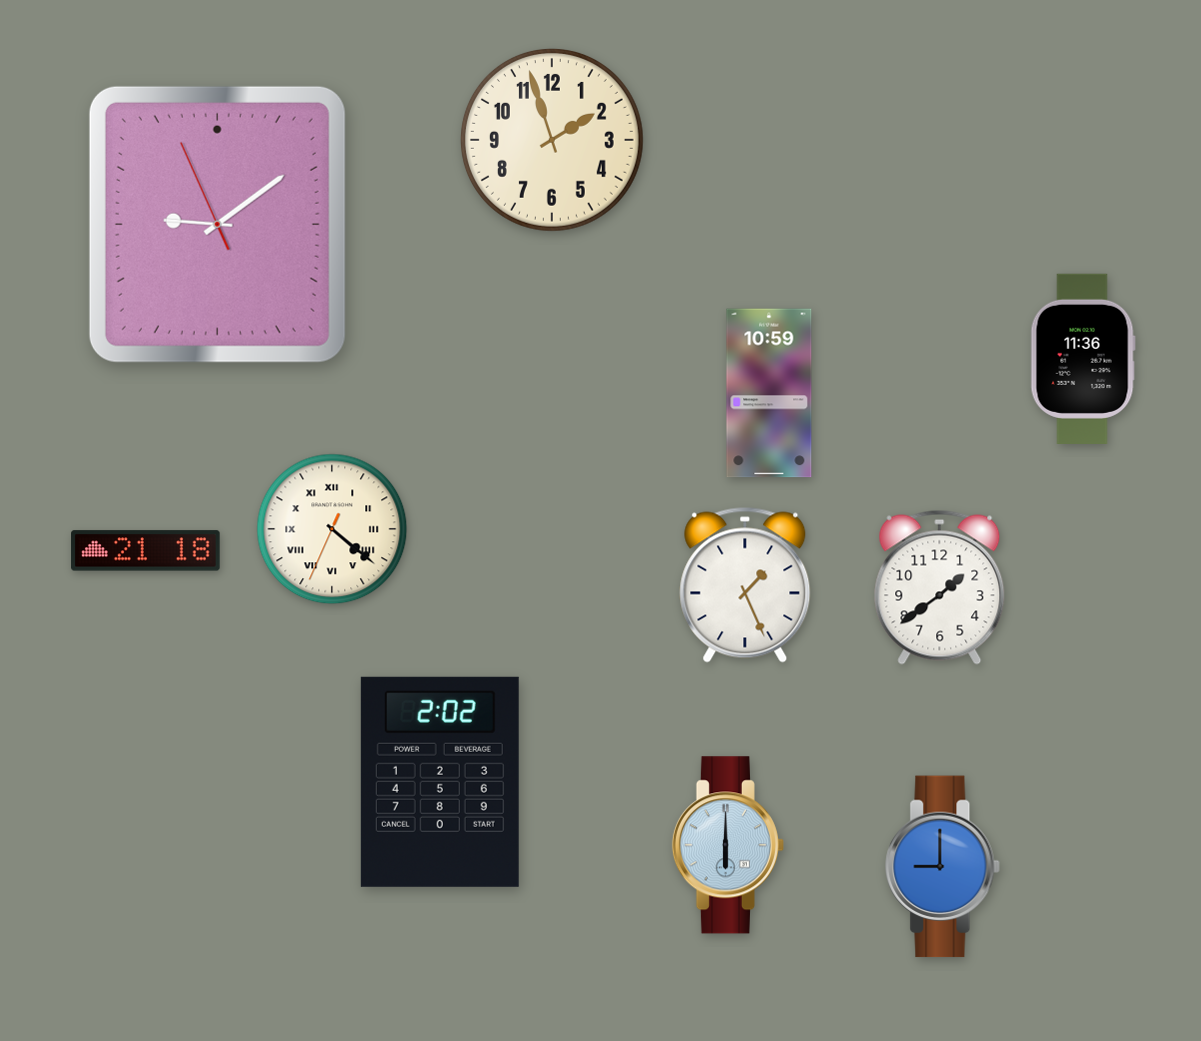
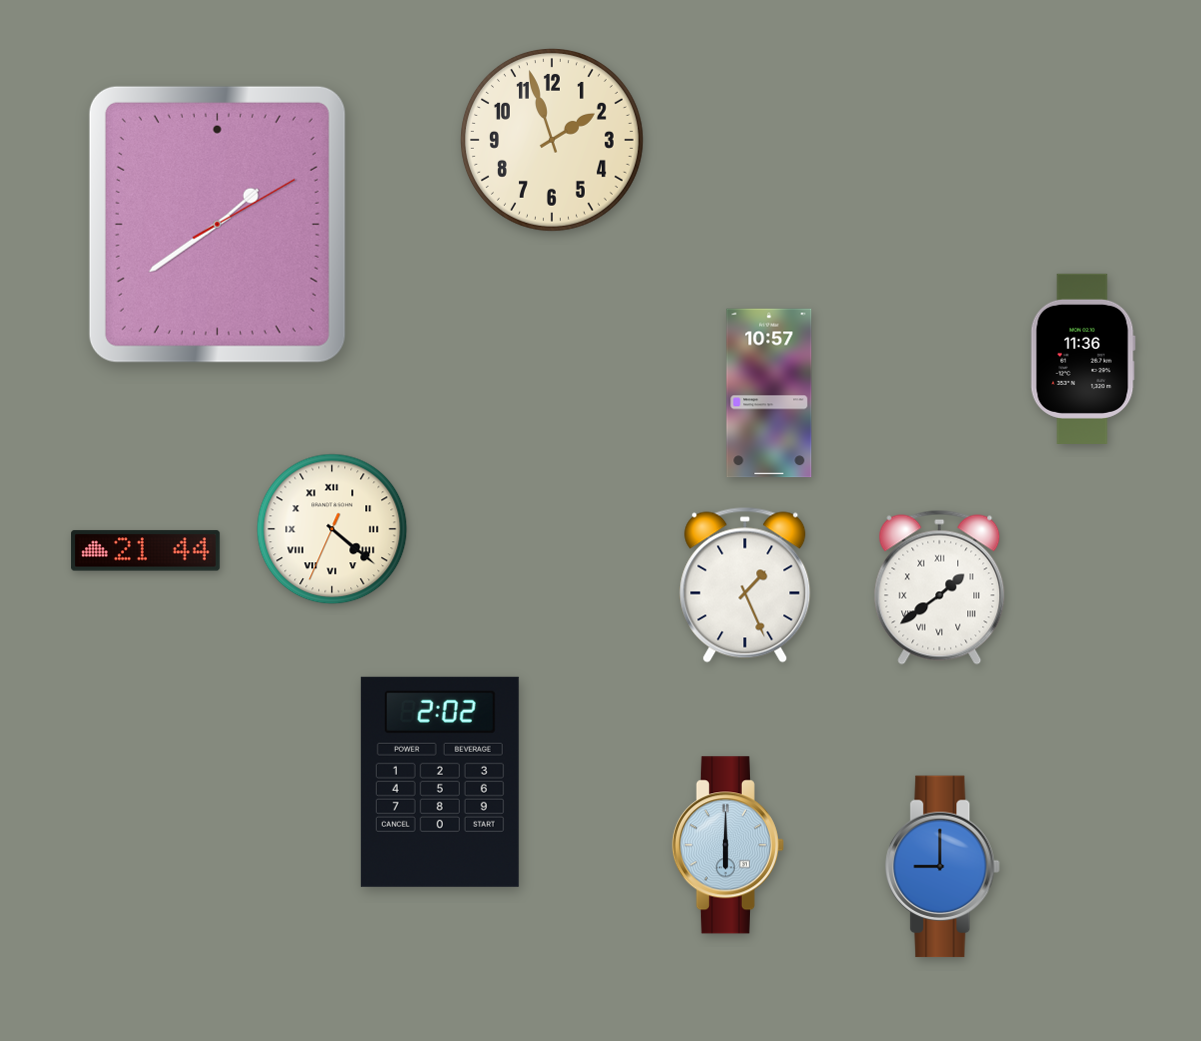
clock at (217, 224): 9:08 -> 1:39
clock at (769, 393): 10:59 -> 10:57
clock at (146, 551): 21:18 -> 21:44
clock at (940, 587) numerals: Arabic -> Roman
